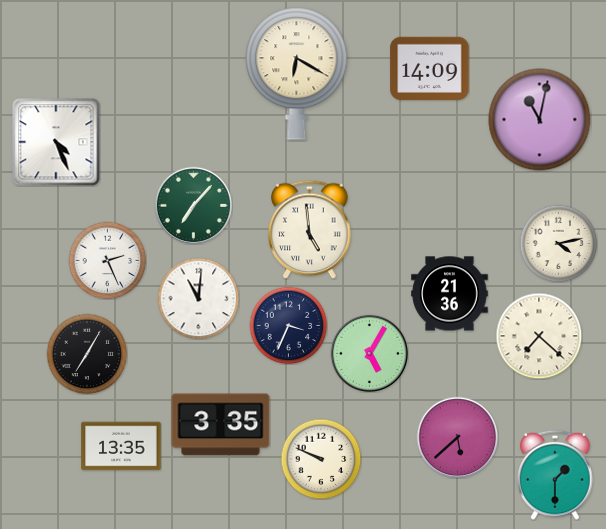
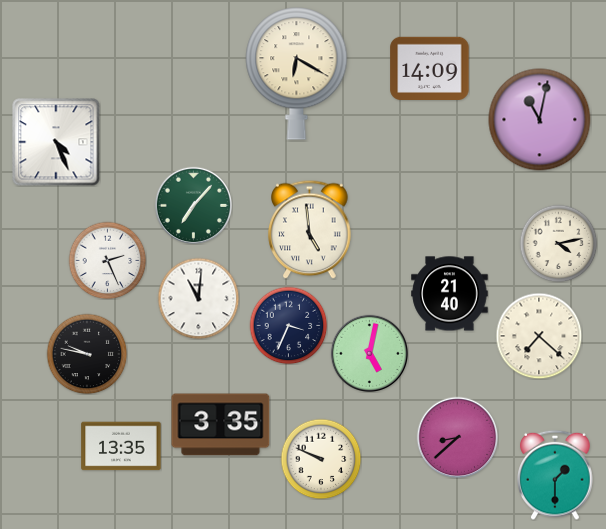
clock at (450, 294): 21:36 -> 21:40
clock at (369, 353): 5:05 -> 5:02
clock at (87, 354): 7:05 -> 9:47
clock at (457, 437): 5:38 -> 8:38
